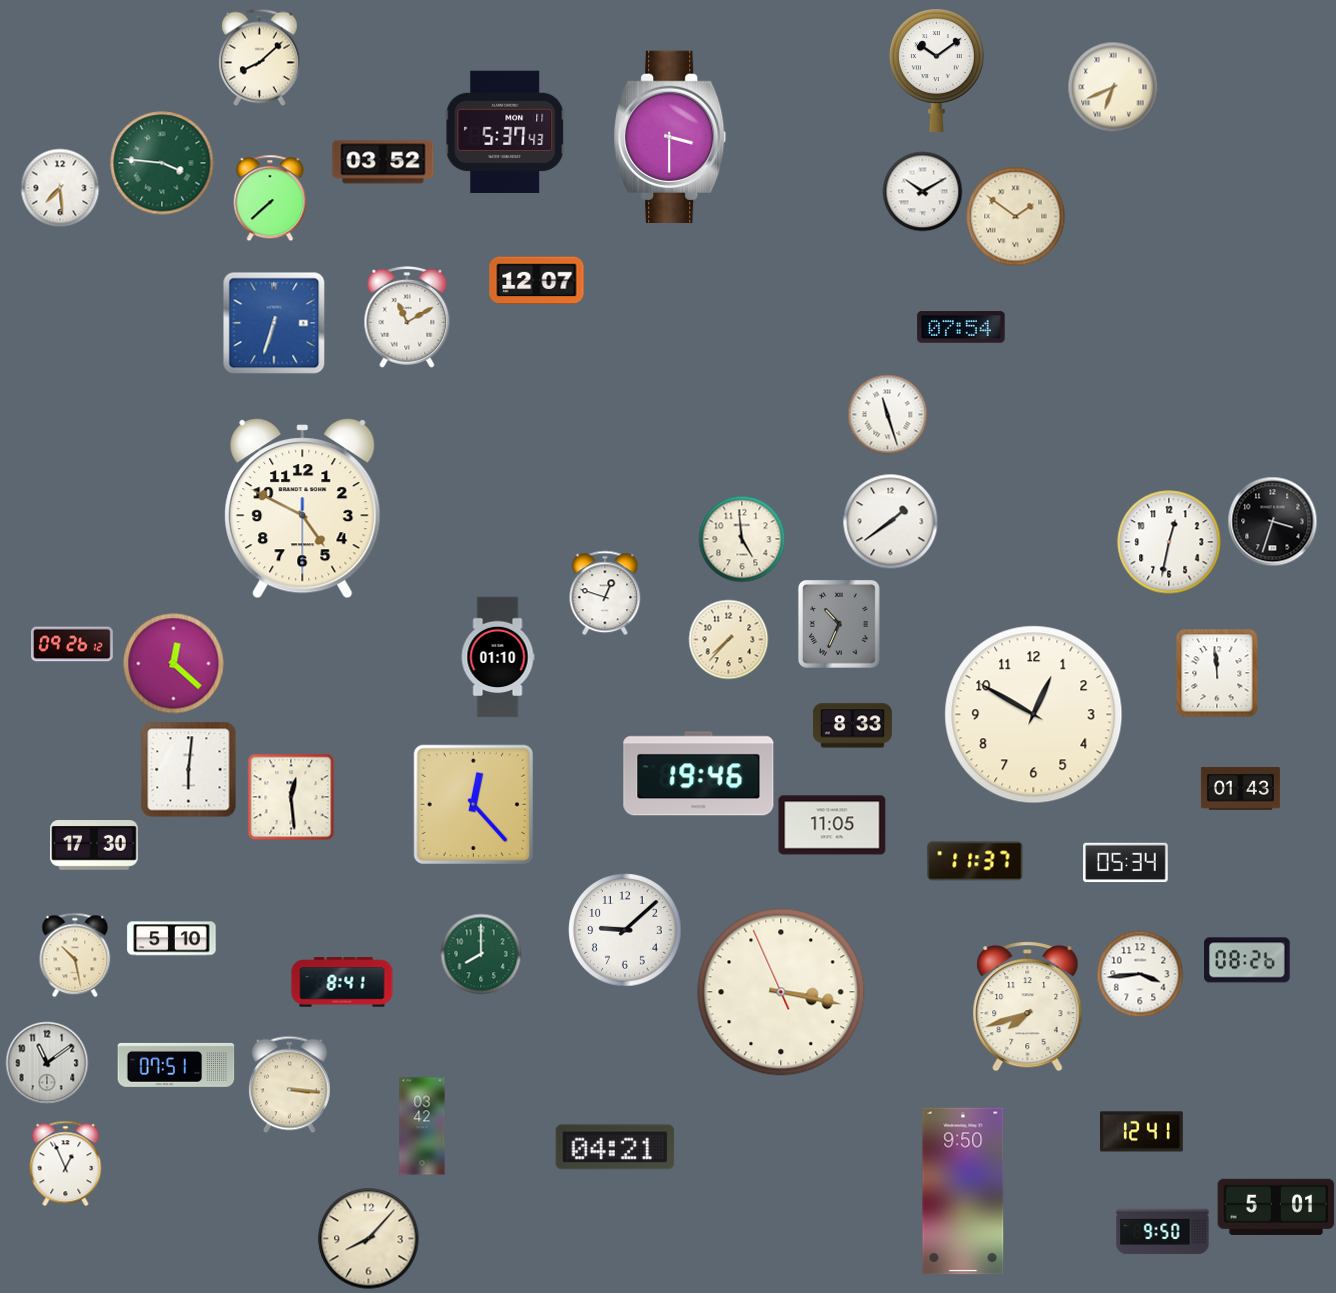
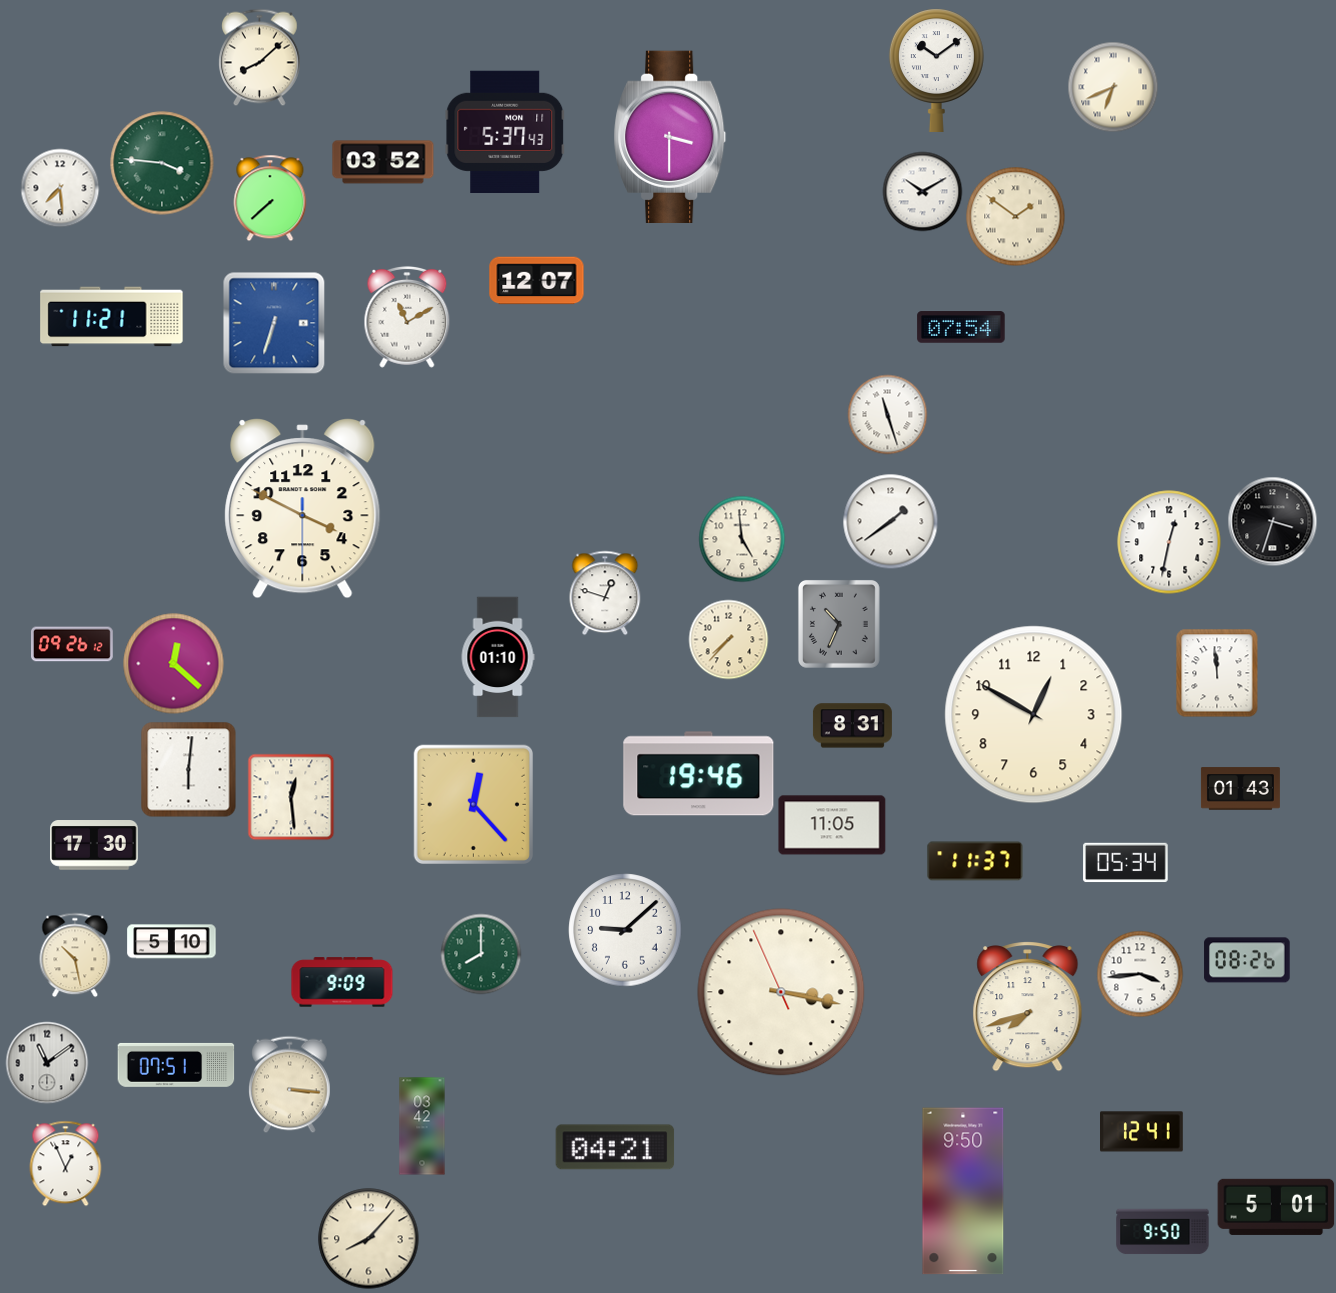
clock at (112, 317): none -> 11:21
clock at (303, 509): 4:49 -> 3:49
clock at (852, 726): 8:33 -> 8:31
clock at (172, 939) position: (172, 939) -> (172, 942)
clock at (342, 982): 8:41 -> 9:09
